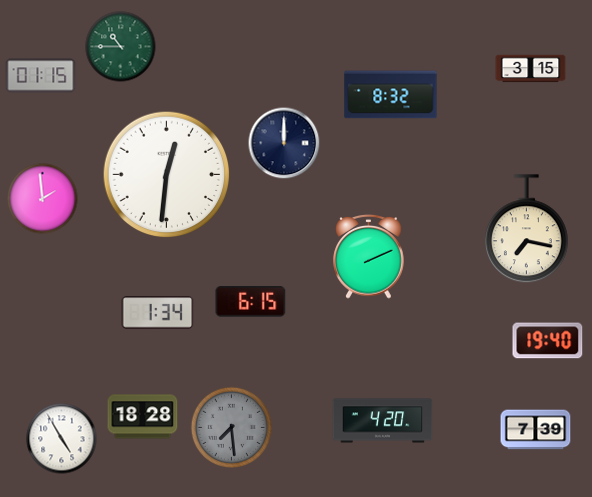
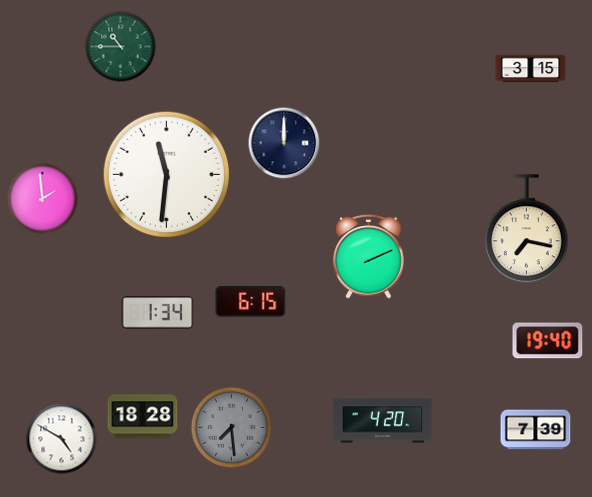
clock at (41, 76): 01:15 -> none
clock at (391, 95): 8:32 -> none
clock at (167, 175): 12:31 -> 11:31
clock at (62, 439): 4:55 -> 4:50
